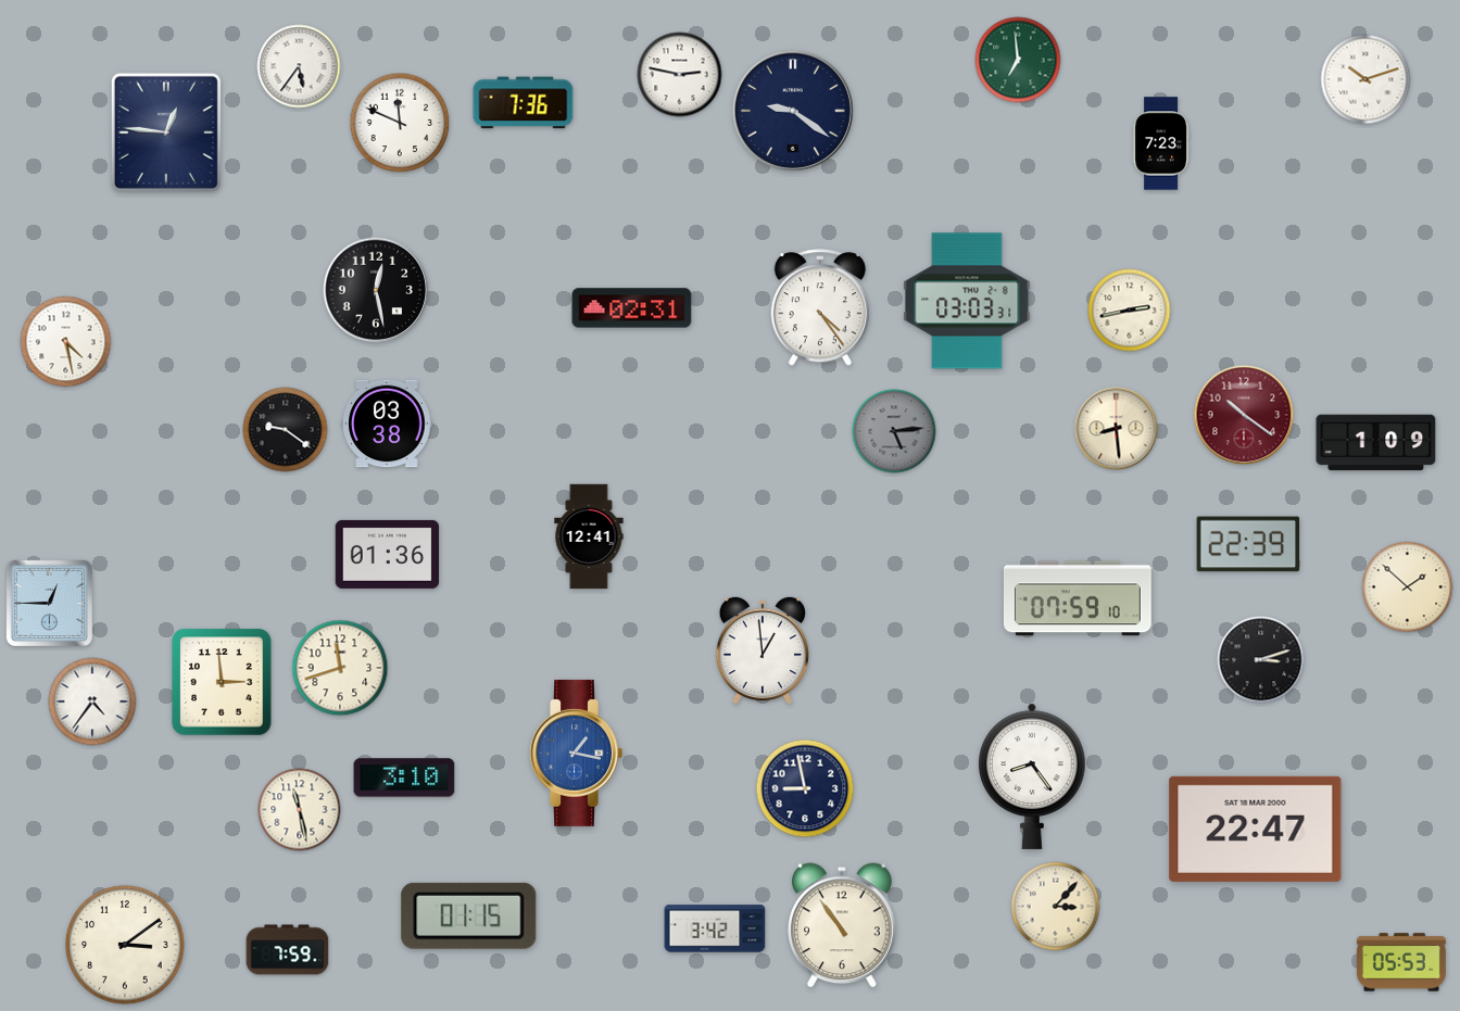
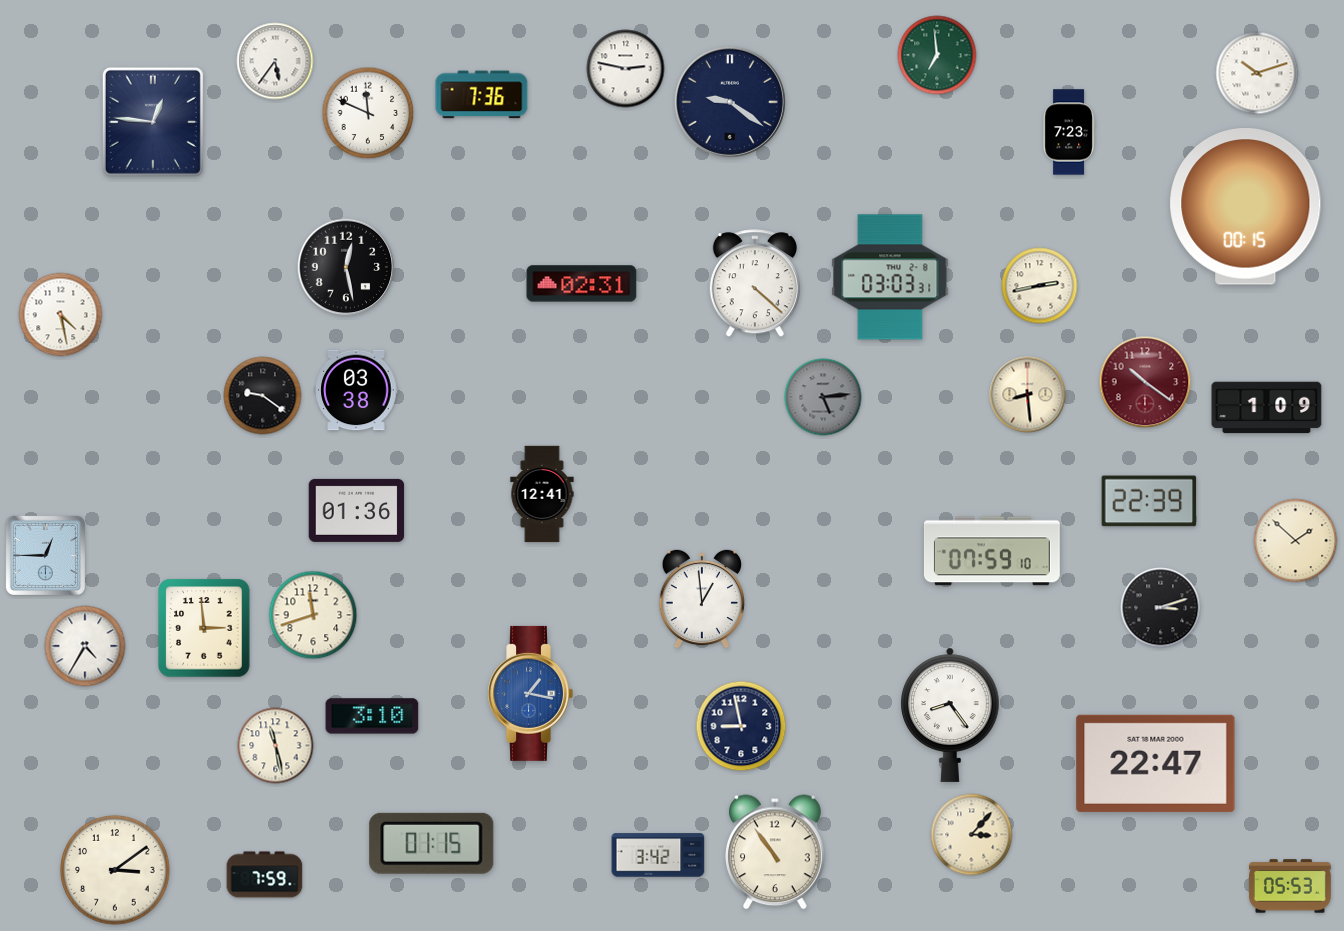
clock at (1246, 207): none -> 00:15
clock at (820, 308): 4:24 -> 4:22
clock at (92, 702): 4:36 -> 4:35
